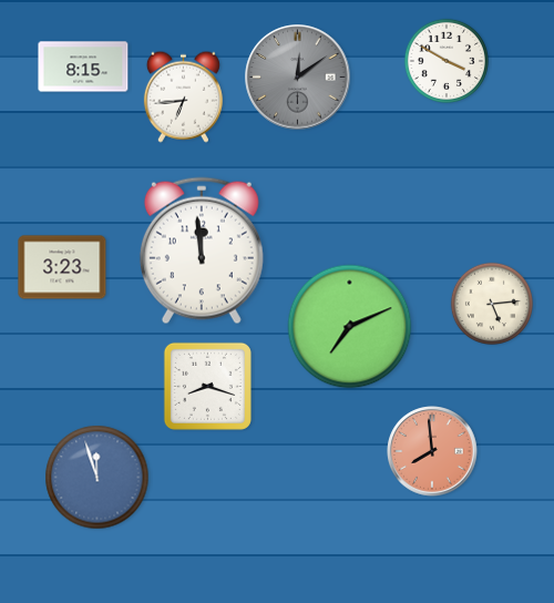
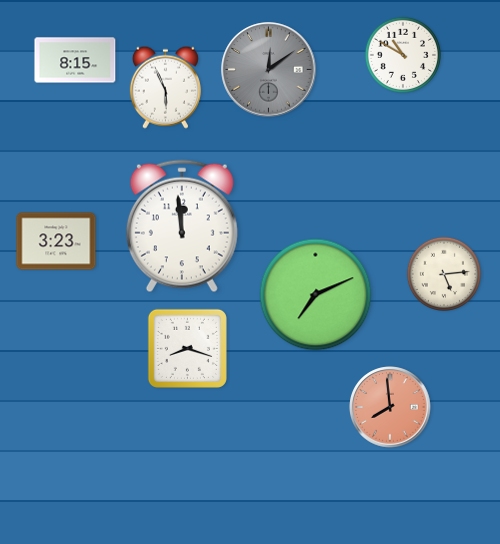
clock at (447, 61): 3:50 -> 10:50
clock at (183, 96): 6:44 -> 5:56
clock at (98, 478): 11:57 -> none
